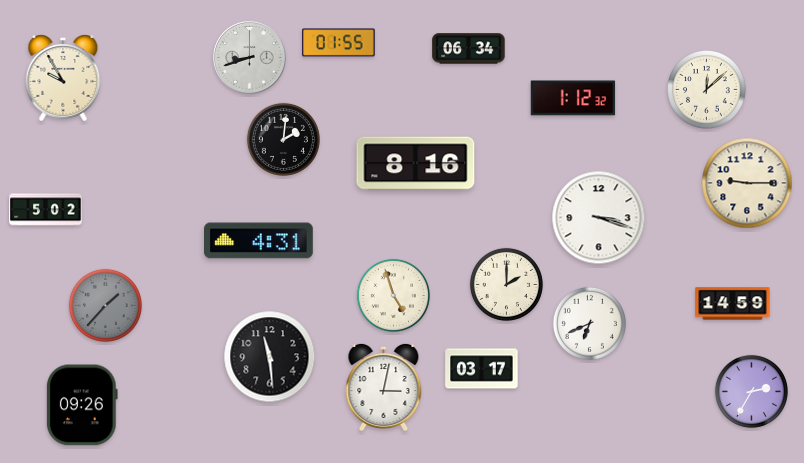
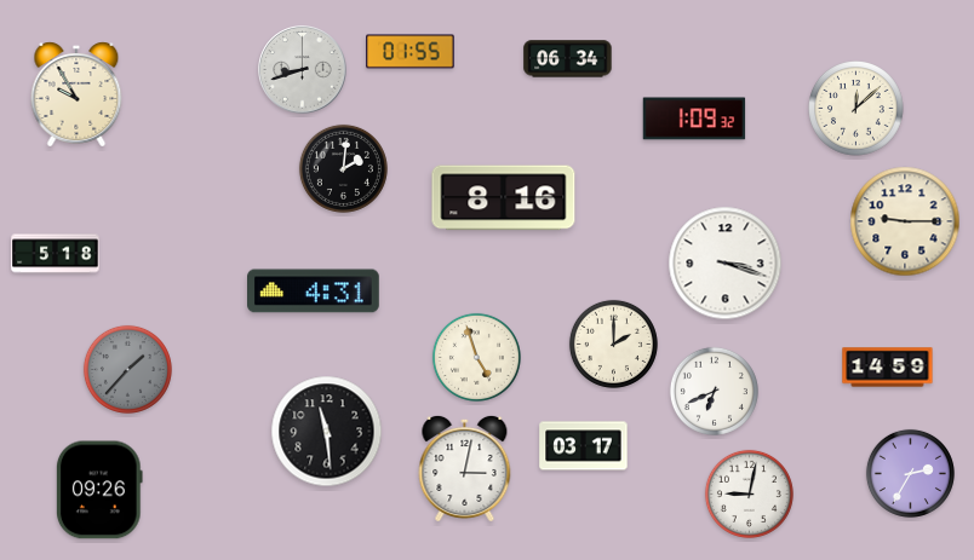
clock at (573, 98): 1:12 -> 1:09
clock at (46, 210): 5:02 -> 5:18
clock at (749, 493): none -> 9:02
